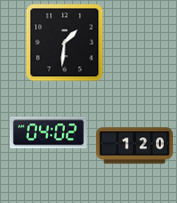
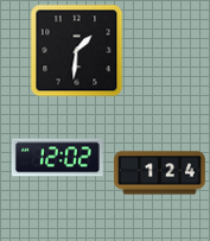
clock at (48, 133): 04:02 -> 12:02
clock at (135, 146): 1:20 -> 1:24
